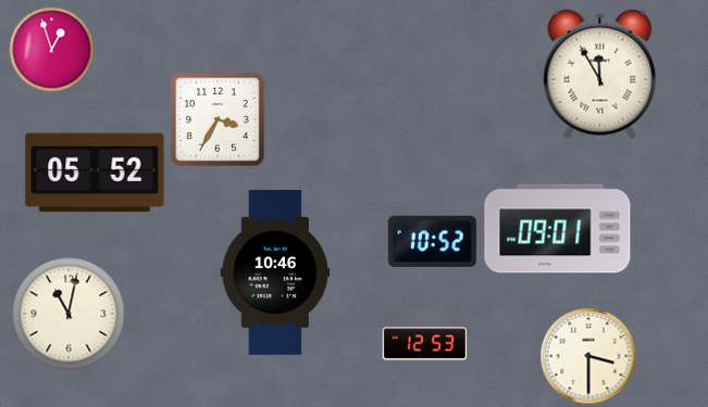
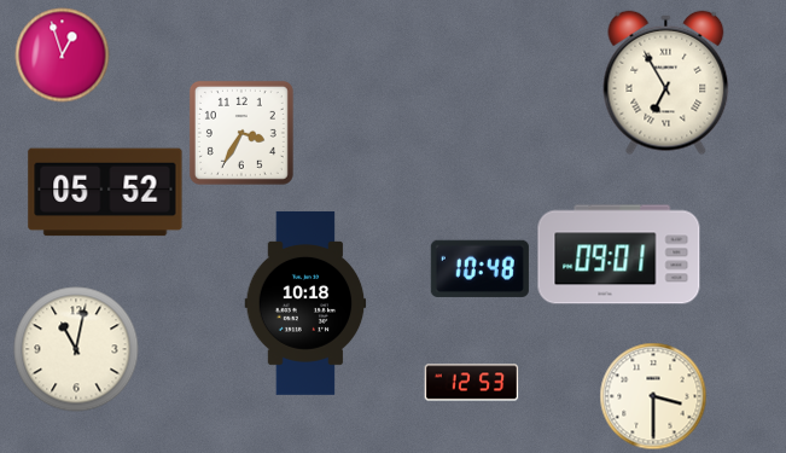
clock at (52, 50) position: (52, 50) -> (63, 56)
clock at (600, 75): 11:55 -> 6:55
clock at (432, 241): 10:52 -> 10:48
clock at (275, 272): 10:46 -> 10:18
